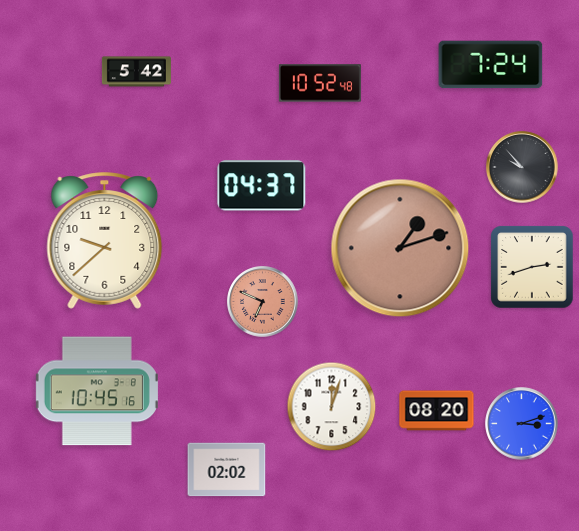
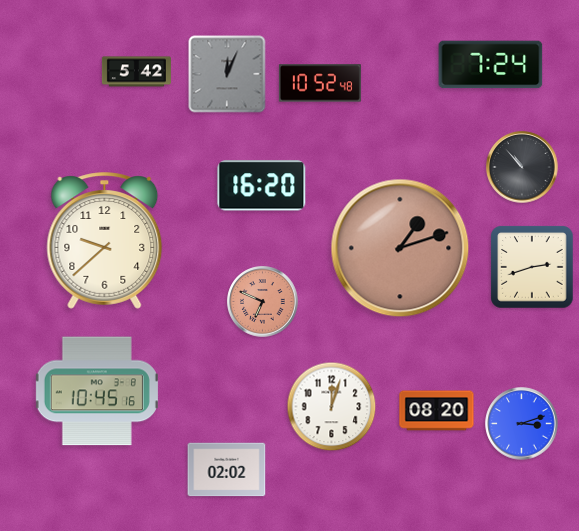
clock at (227, 74): none -> 12:04
clock at (522, 167): 9:53 -> 10:53
clock at (262, 186): 04:37 -> 16:20
